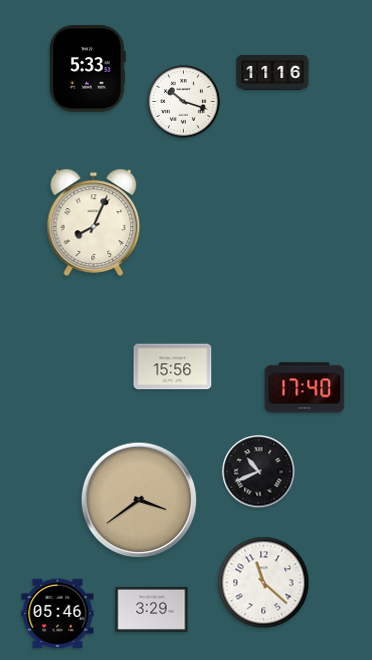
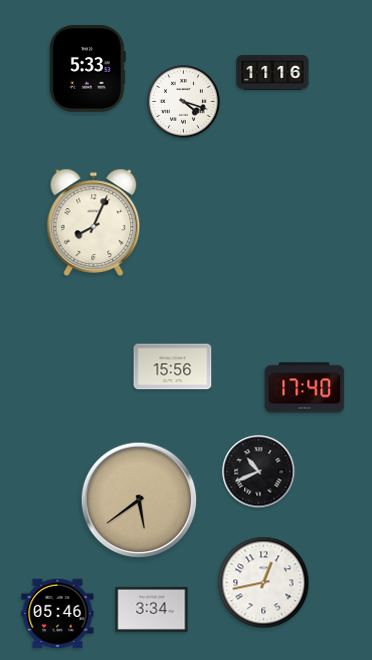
clock at (184, 102): 10:18 -> 4:18
clock at (139, 500): 3:39 -> 5:39
clock at (264, 583): 11:22 -> 12:43
clock at (152, 609): 3:29 -> 3:34
